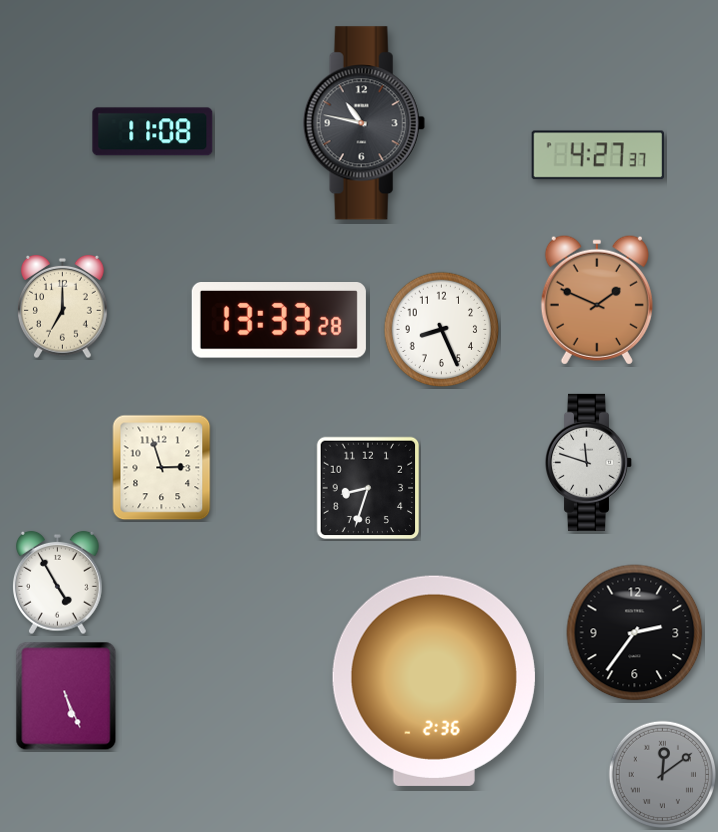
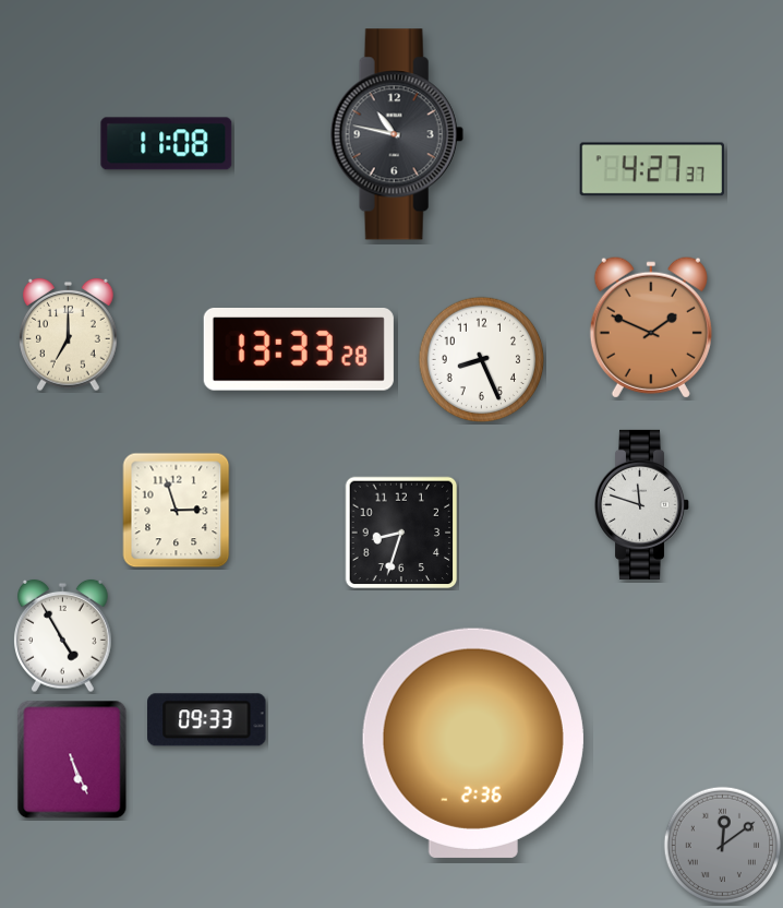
clock at (279, 321) position: (279, 321) -> (299, 350)
clock at (635, 633): 2:36 -> none
clock at (207, 720): none -> 09:33
